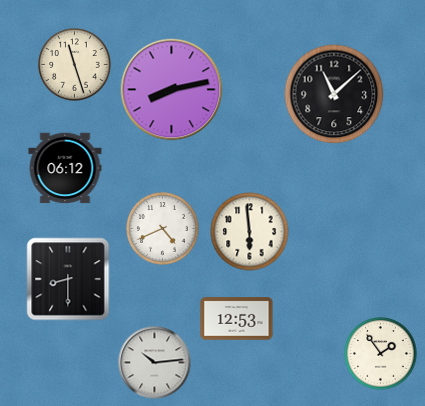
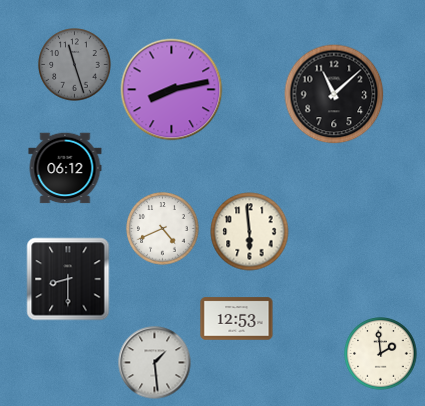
clock at (75, 65) dial: cream -> grey
clock at (381, 354): 1:54 -> 1:59
clock at (155, 363): 10:14 -> 1:29
